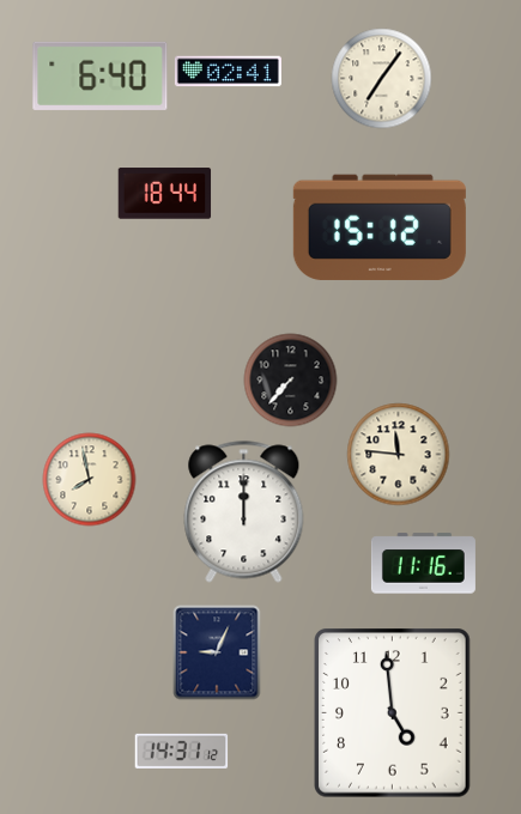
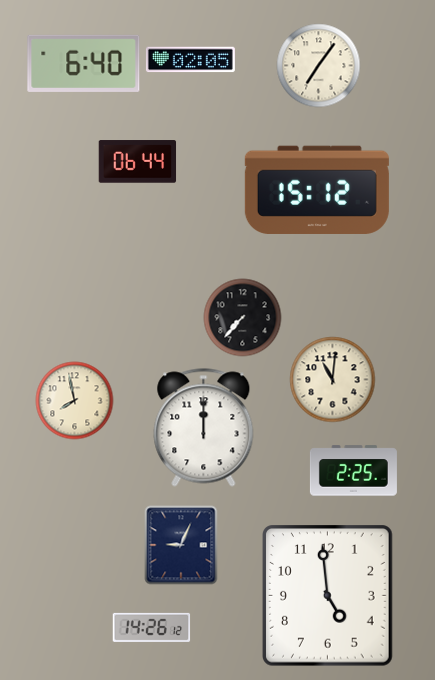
clock at (228, 72): 02:41 -> 02:05
clock at (164, 194): 18:44 -> 06:44
clock at (398, 454): 11:46 -> 11:01
clock at (423, 564): 11:16 -> 2:25
clock at (181, 751): 14:31 -> 14:26
